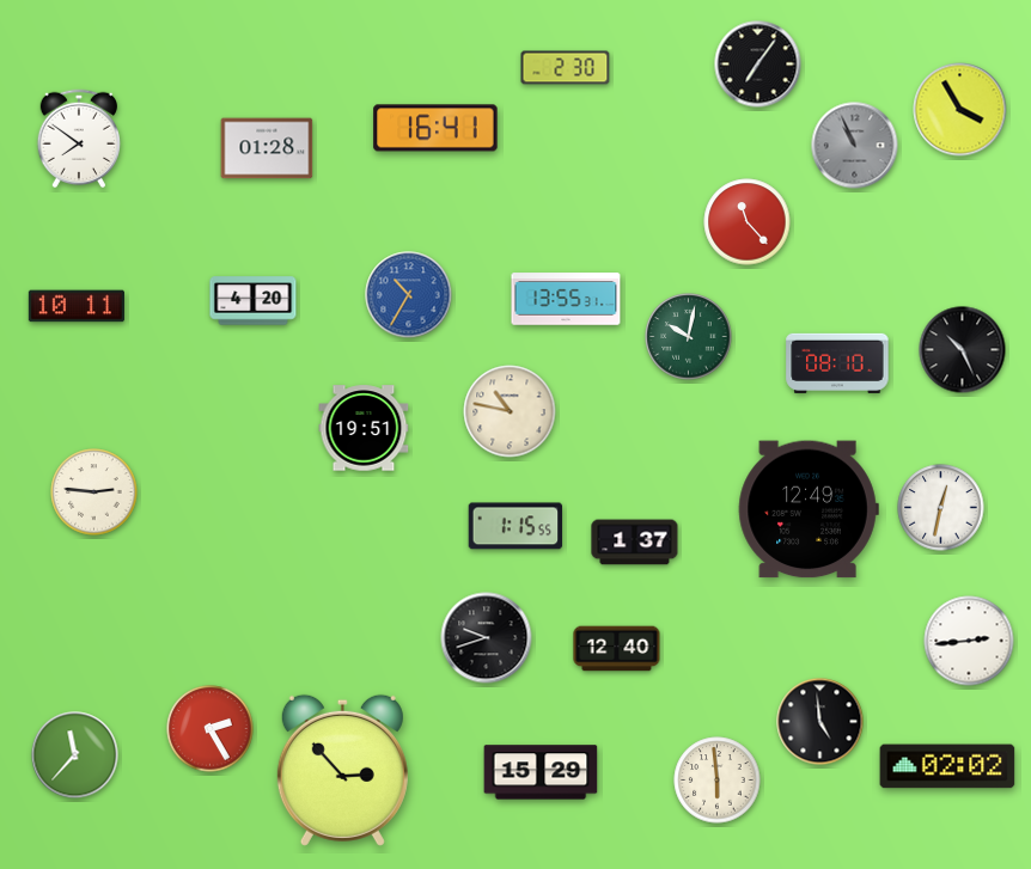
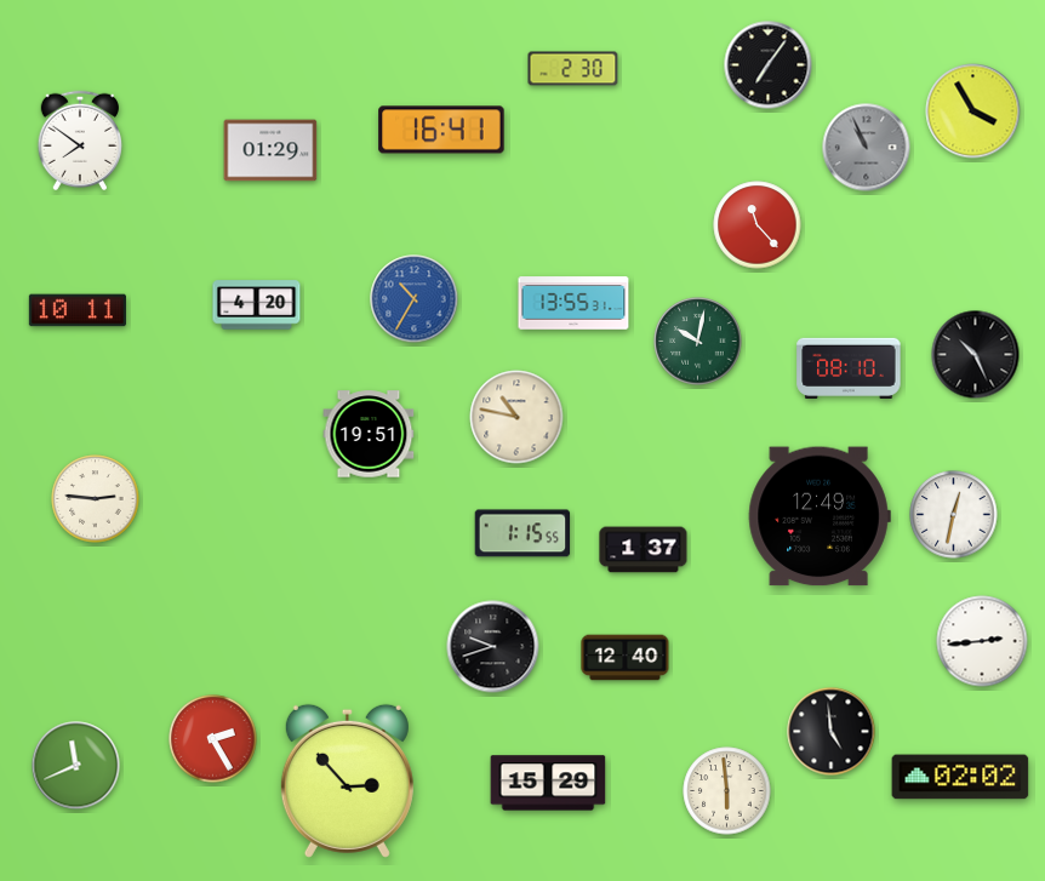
clock at (267, 148): 01:28 -> 01:29
clock at (969, 641) position: (969, 641) -> (982, 641)
clock at (75, 755): 11:37 -> 11:41
